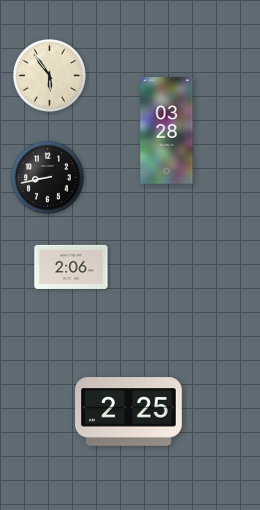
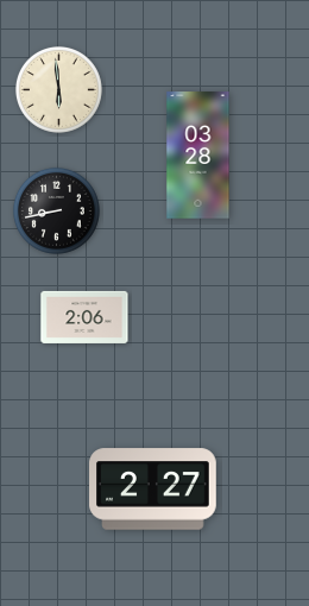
clock at (50, 75): 5:54 -> 5:59
clock at (129, 412): 2:25 -> 2:27
